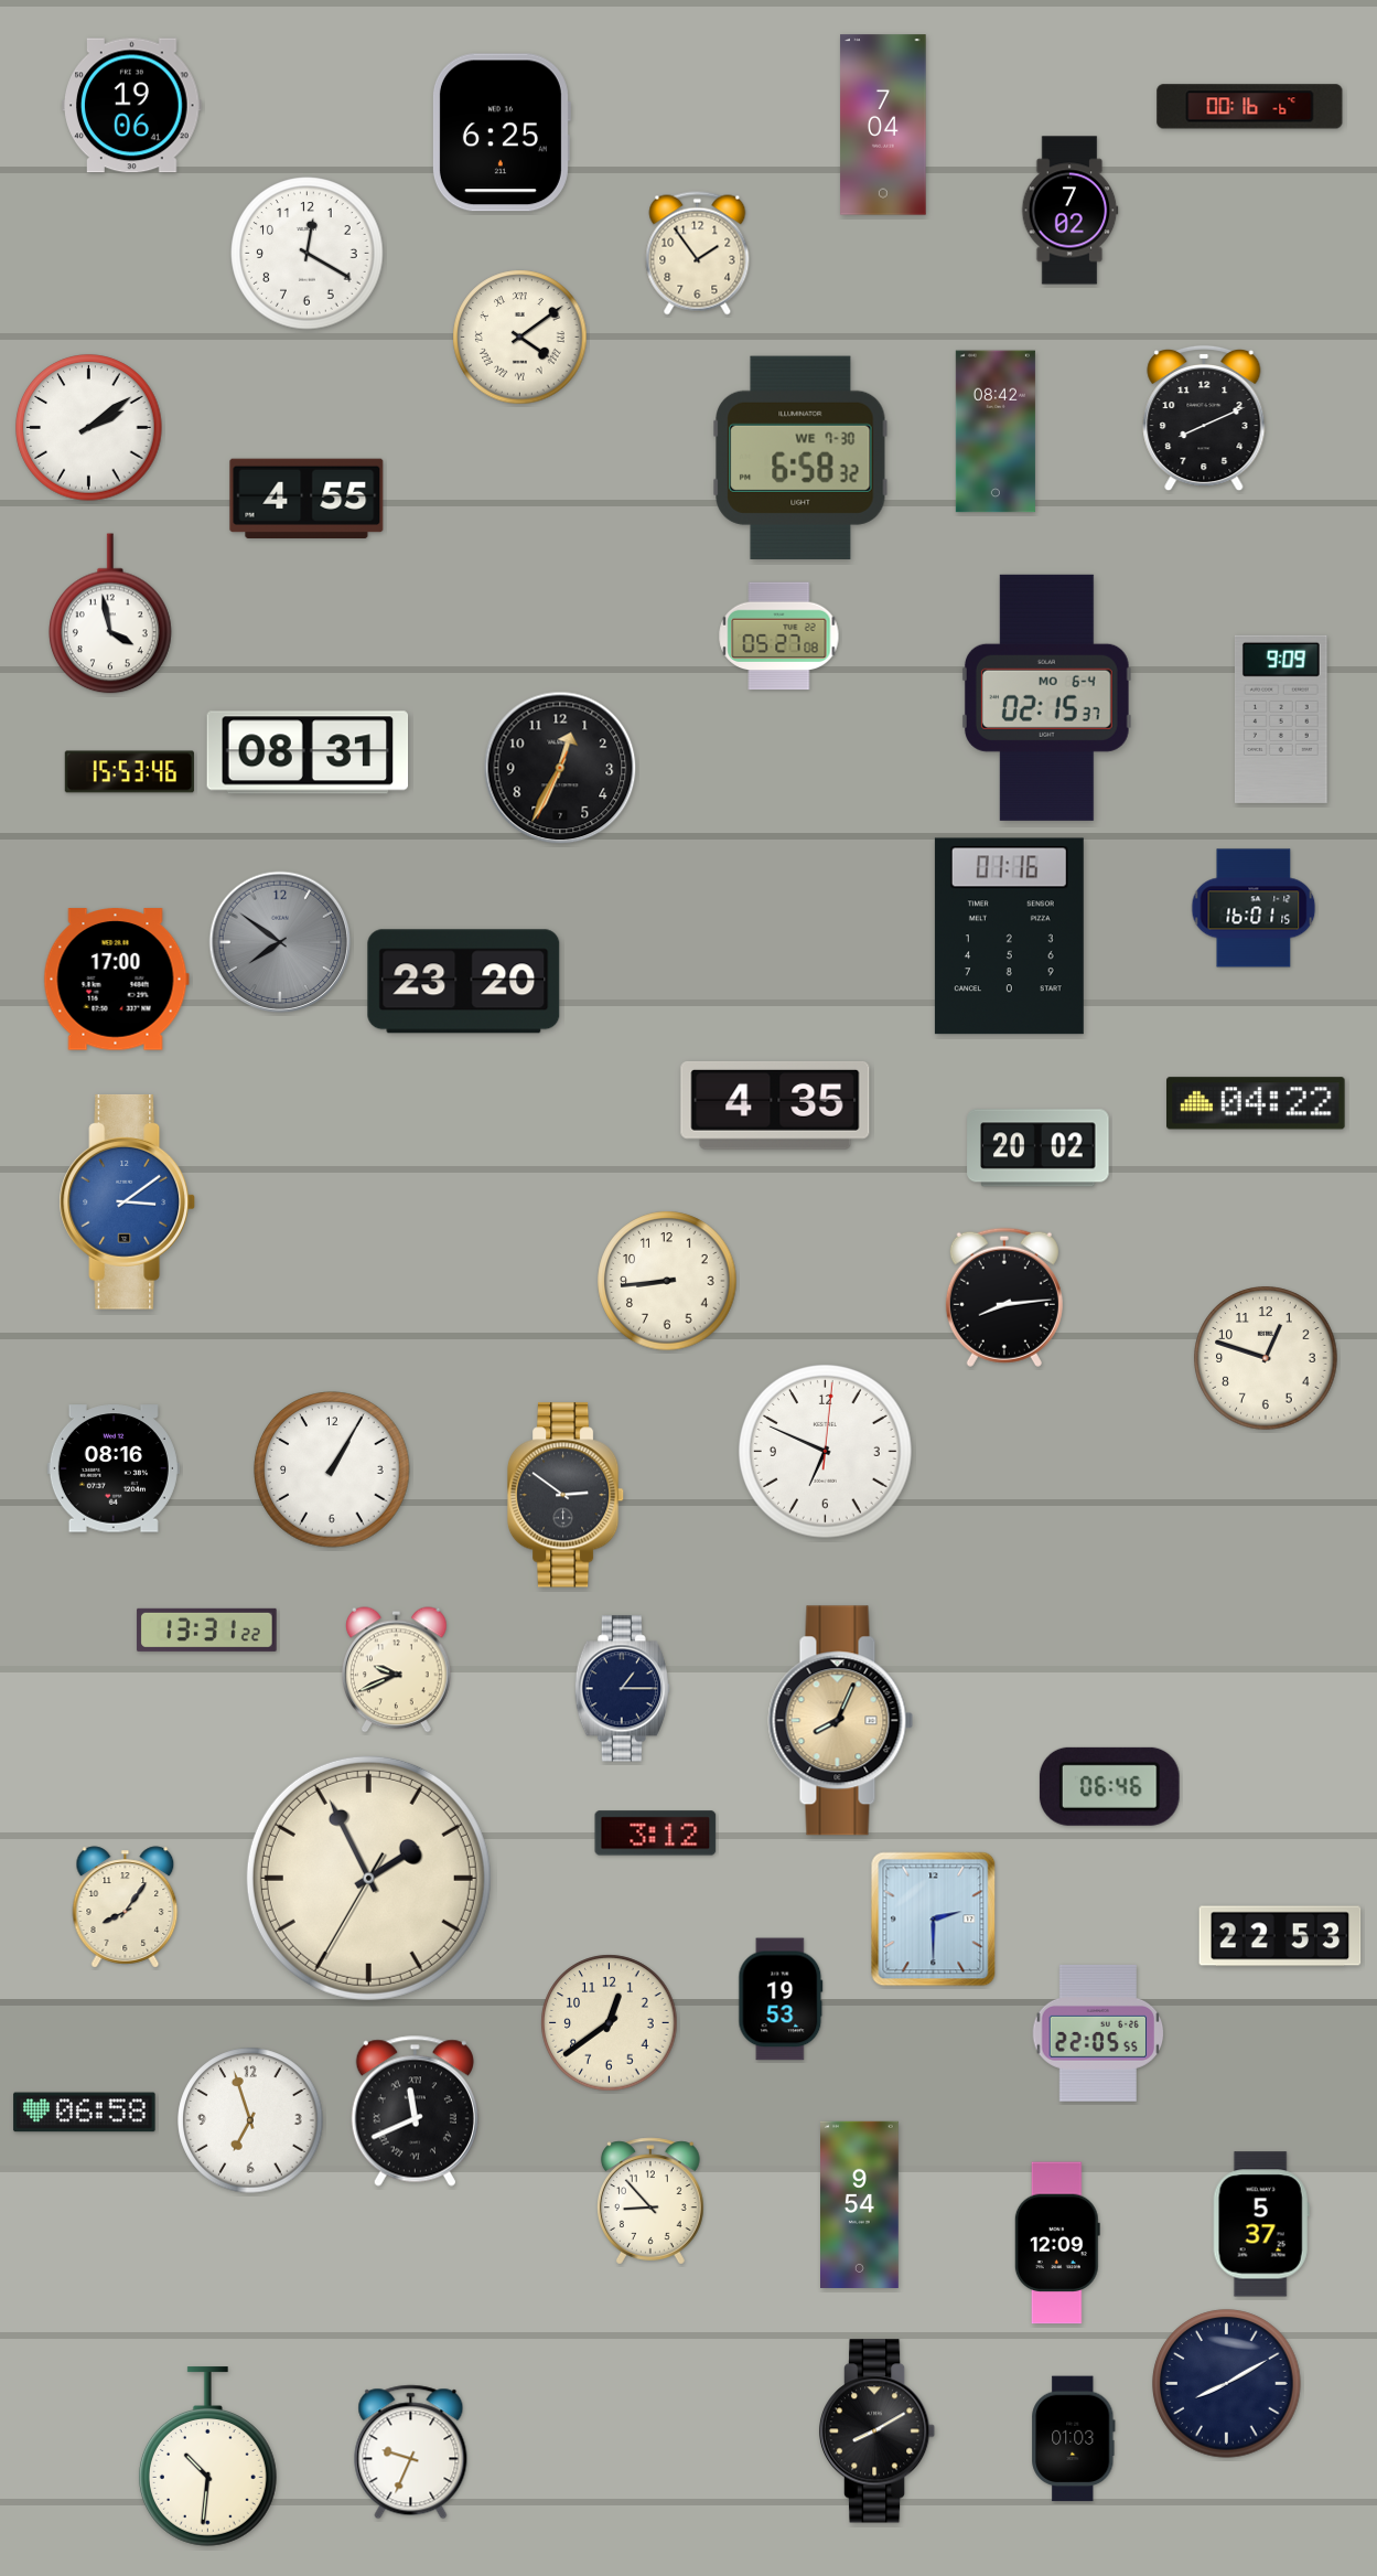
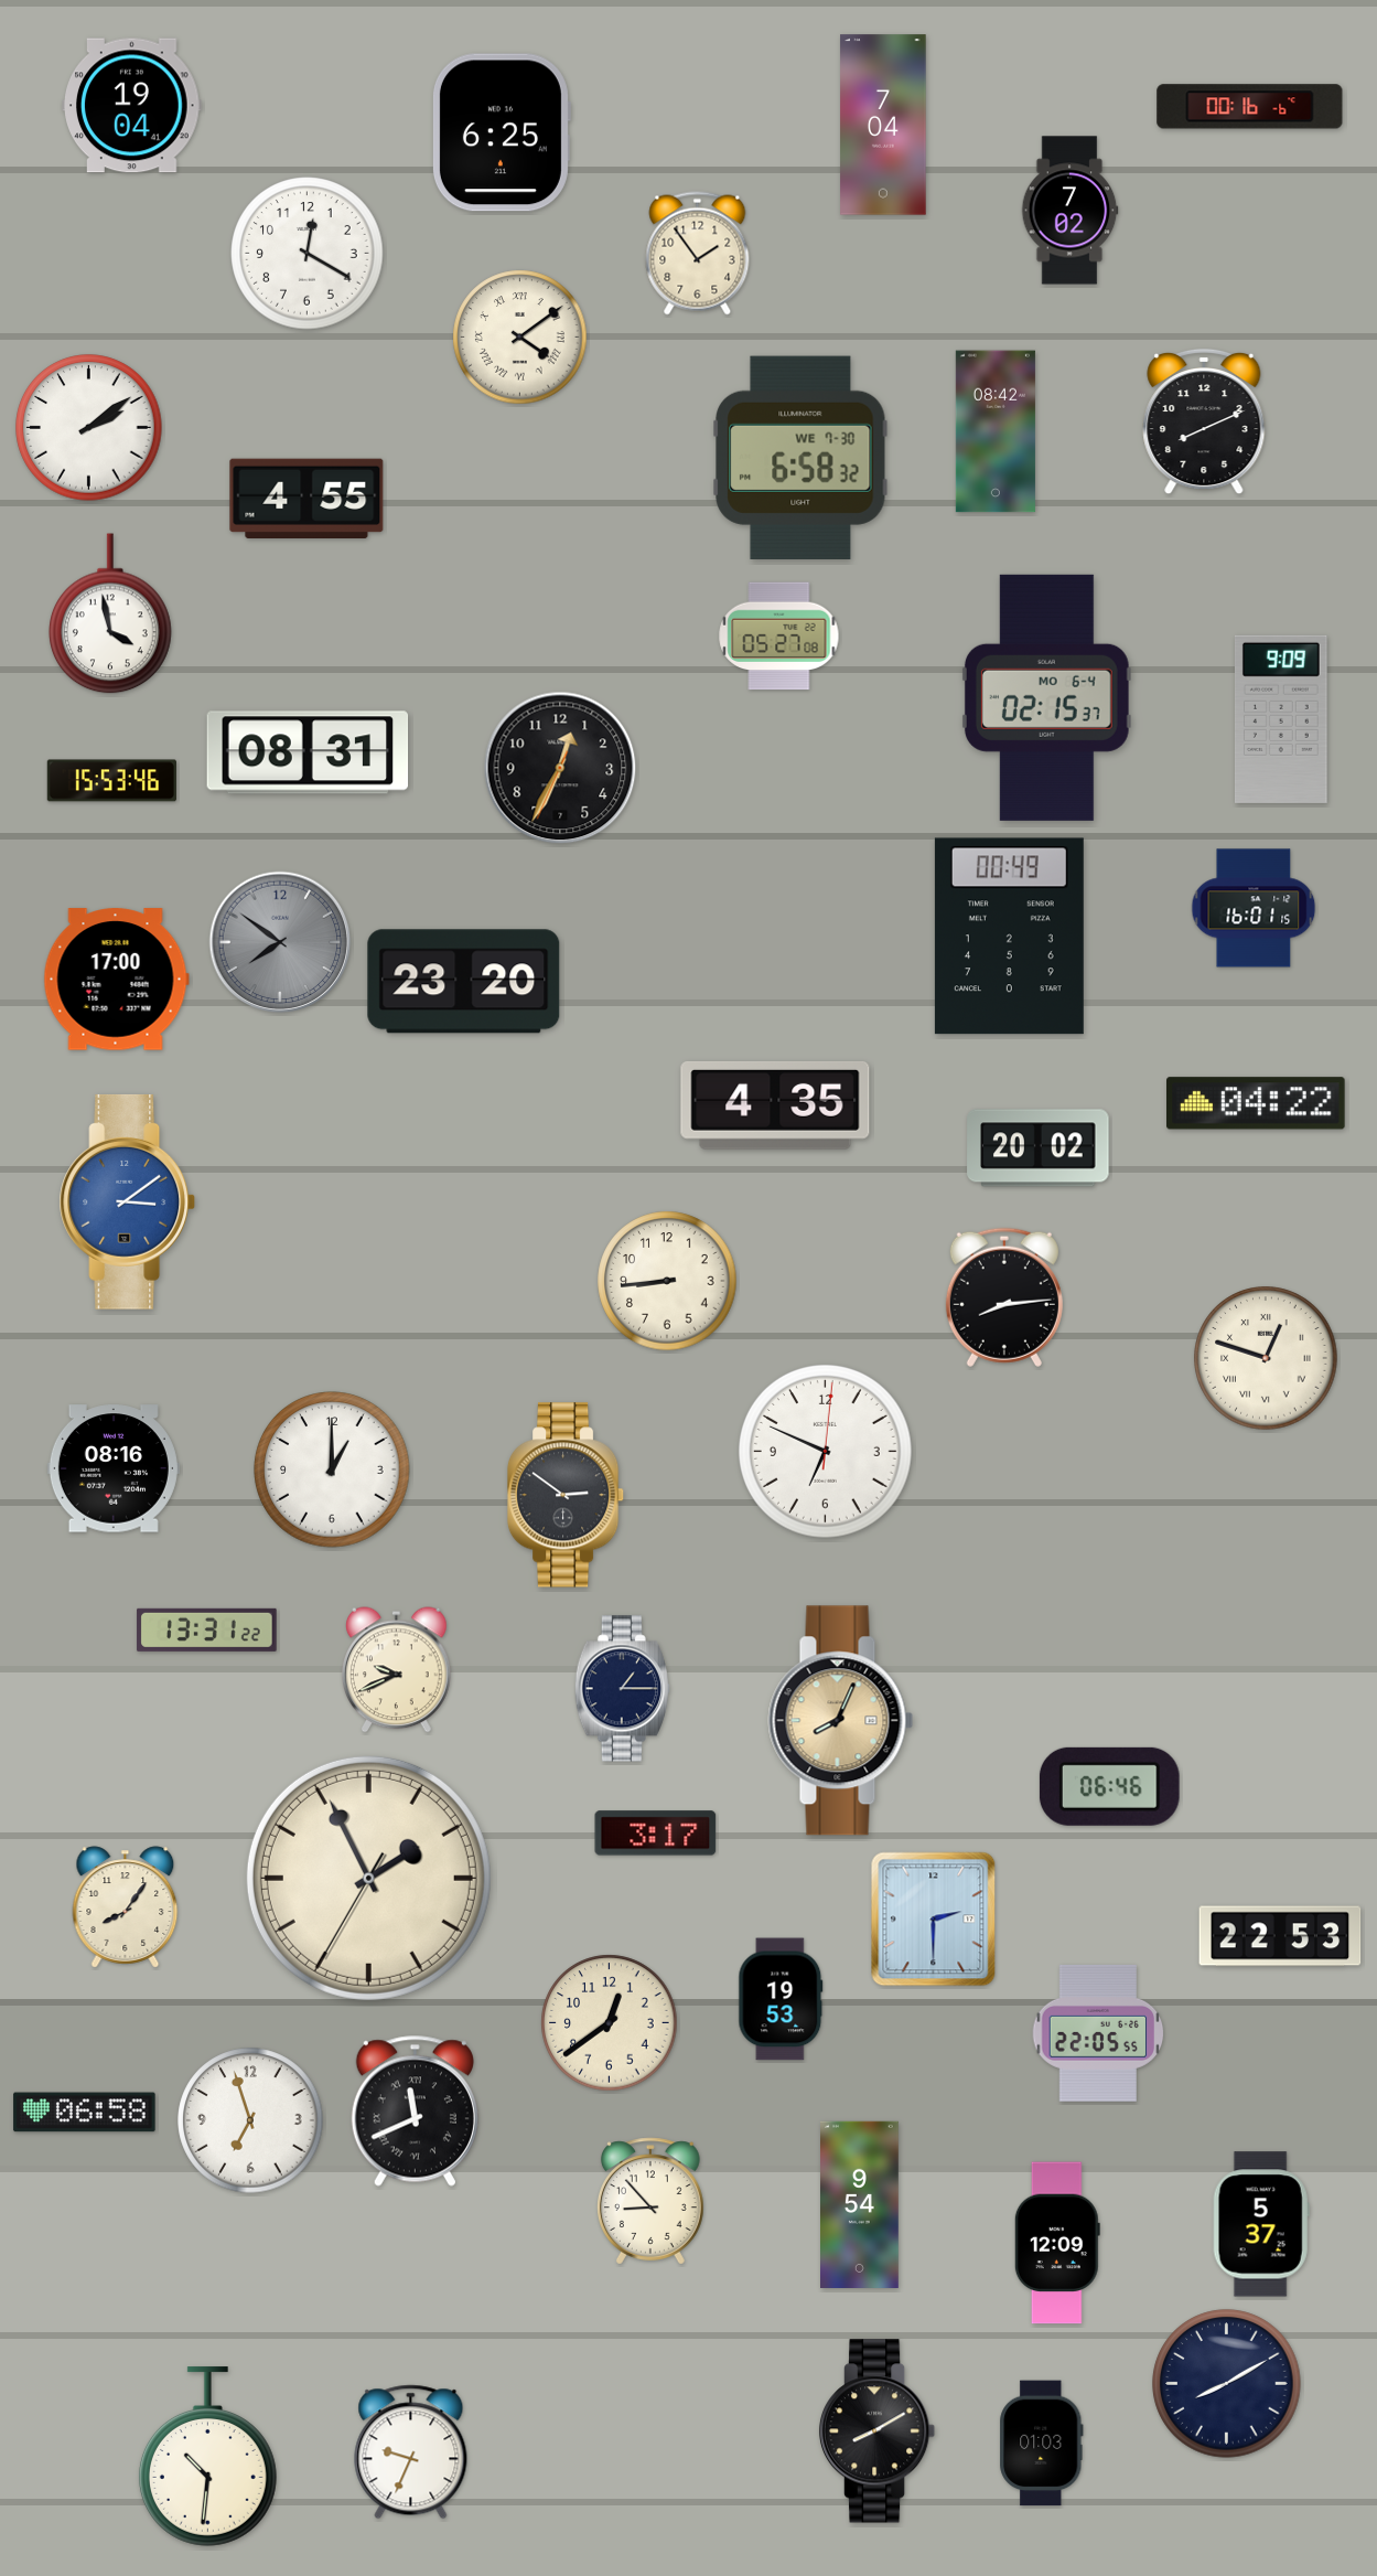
clock at (132, 106): 19:06 -> 19:04
clock at (1204, 418) position: (1204, 418) -> (1204, 421)
clock at (129, 772) position: (129, 772) -> (111, 781)
clock at (1009, 937): 01:16 -> 00:49
clock at (1266, 1358) numerals: Arabic -> Roman
clock at (332, 1469): 1:05 -> 1:00
clock at (656, 1834): 3:12 -> 3:17
clock at (1074, 2439) position: (1074, 2439) -> (1042, 2444)
